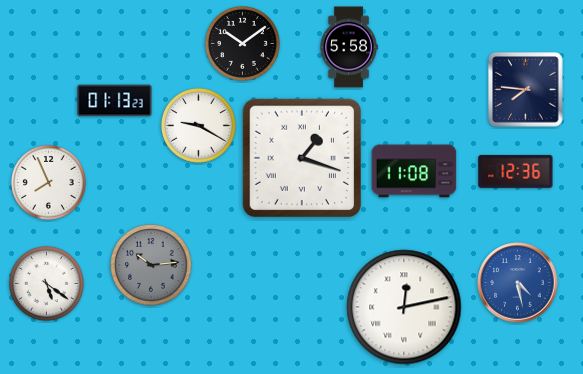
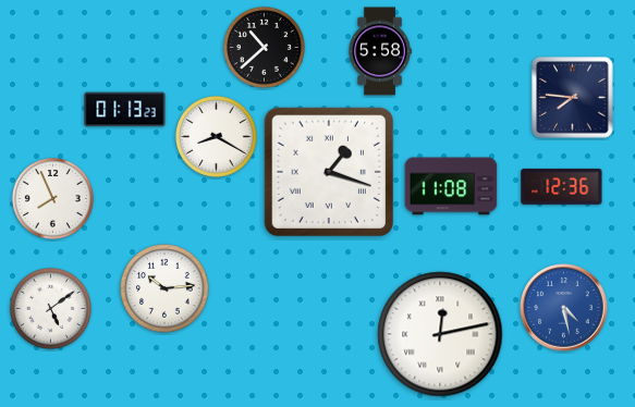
clock at (242, 43): 10:09 -> 10:38
clock at (198, 125): 9:20 -> 8:20
clock at (151, 265) dial: grey -> white
clock at (46, 283): 5:21 -> 5:09
